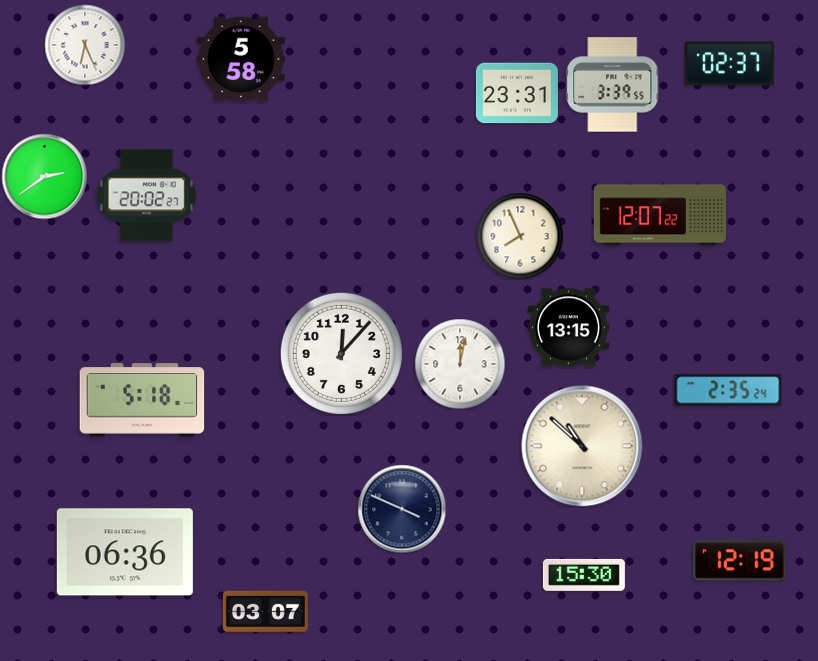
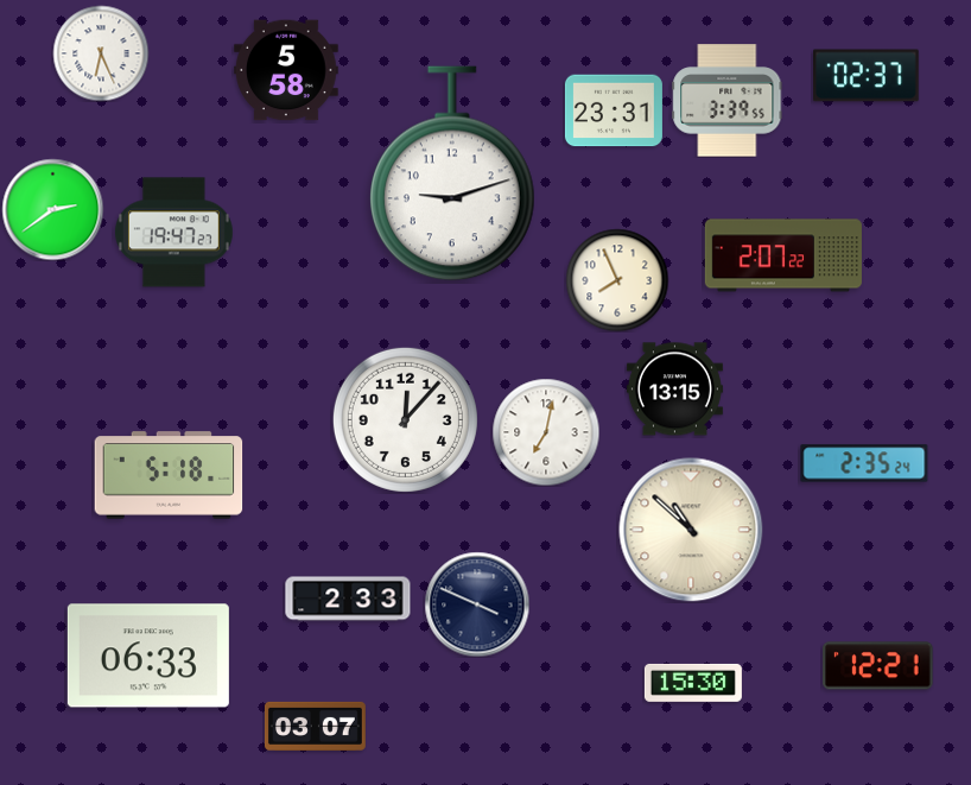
clock at (452, 173): none -> 9:12
clock at (146, 196): 20:02 -> 19:47
clock at (660, 215): 12:07 -> 2:07
clock at (460, 364): 12:02 -> 7:02
clock at (348, 599): none -> 2:33
clock at (125, 552): 06:36 -> 06:33
clock at (740, 561): 12:19 -> 12:21
